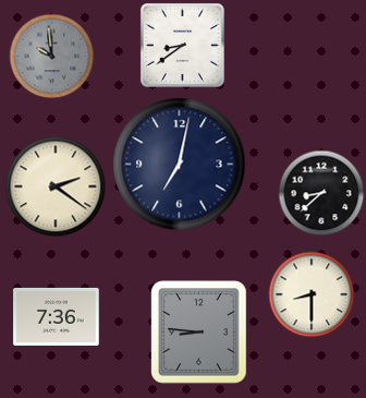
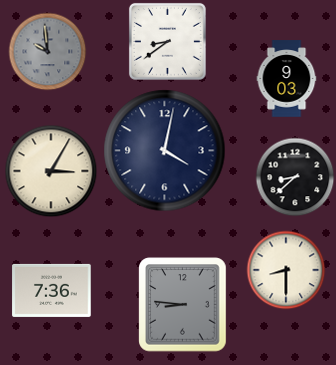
clock at (287, 79): none -> 9:03
clock at (180, 165): 7:02 -> 4:02
clock at (56, 186): 2:21 -> 3:05
